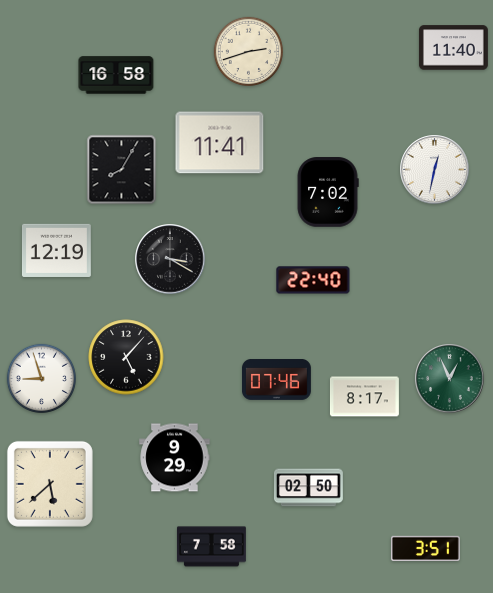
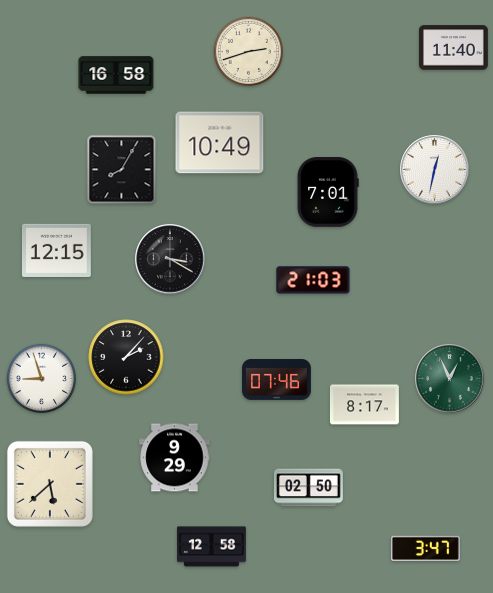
clock at (220, 143): 11:41 -> 10:49
clock at (328, 192): 7:02 -> 7:01
clock at (56, 250): 12:19 -> 12:15
clock at (313, 280): 22:40 -> 21:03
clock at (126, 357): 5:07 -> 2:07
clock at (364, 397) position: (364, 397) -> (364, 405)
clock at (211, 547): 7:58 -> 12:58
clock at (425, 549): 3:51 -> 3:47
